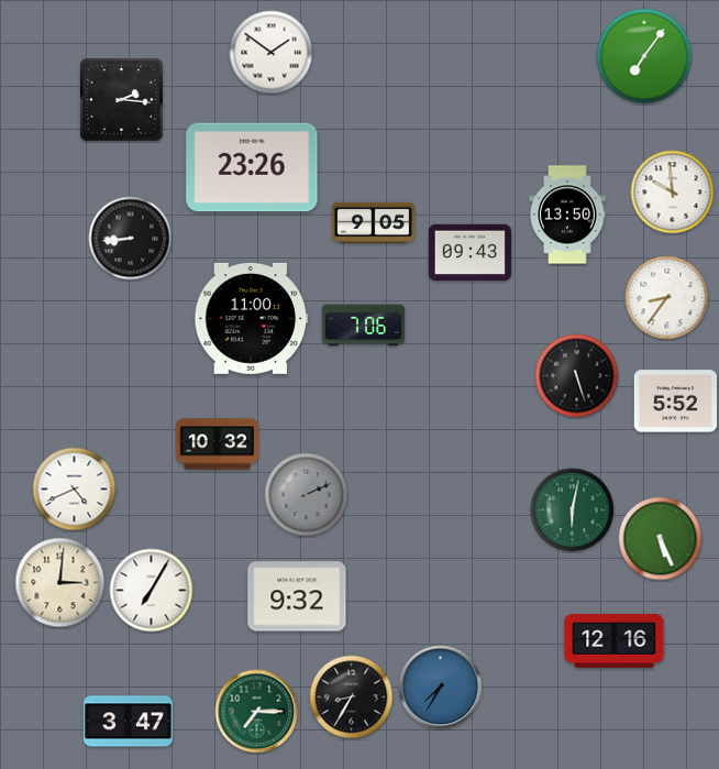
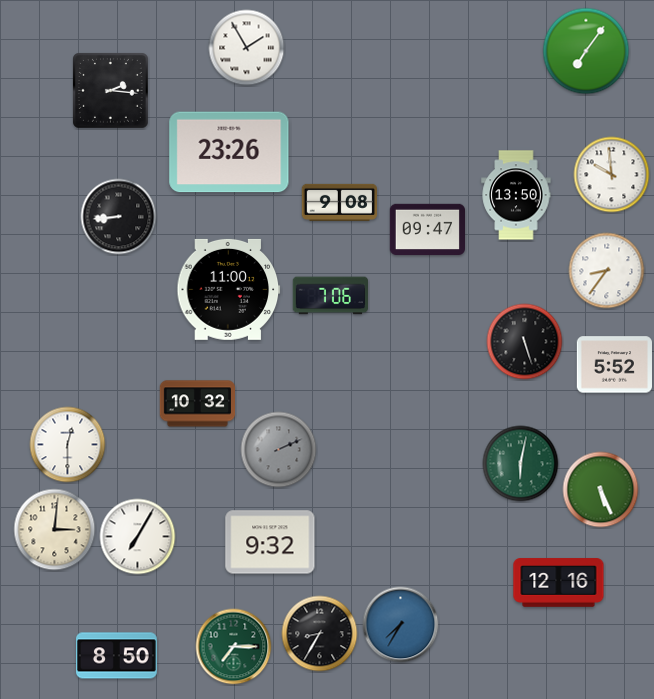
clock at (272, 53): 1:51 -> 1:55
clock at (373, 222): 9:05 -> 9:08
clock at (469, 253): 09:43 -> 09:47
clock at (75, 490): 4:41 -> 12:30
clock at (129, 722): 3:47 -> 8:50
